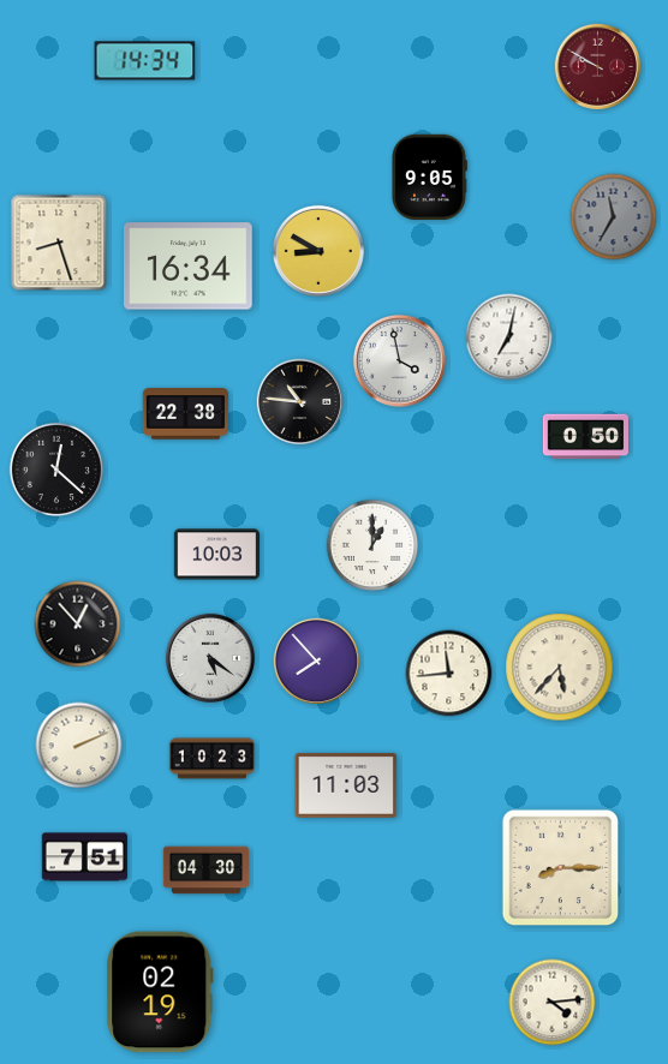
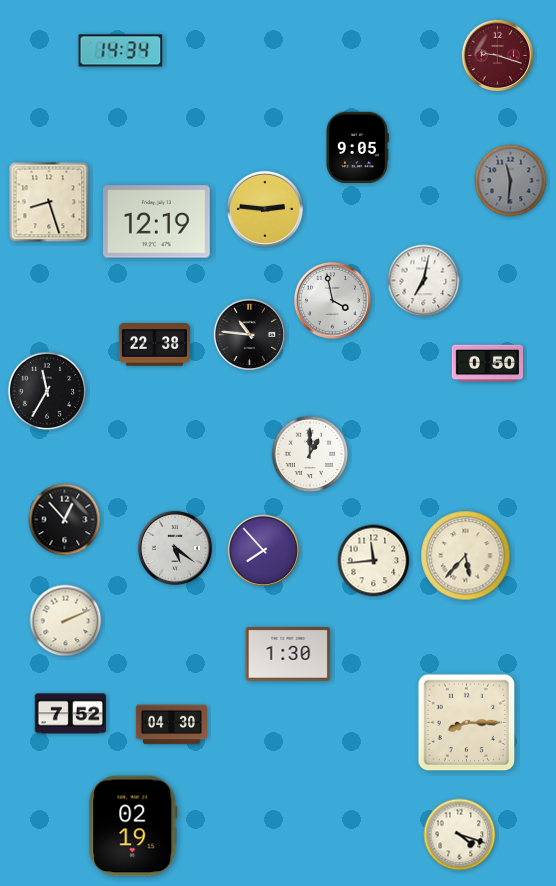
clock at (598, 67): 9:50 -> 9:18
clock at (614, 217): 11:35 -> 11:31
clock at (318, 251): 8:50 -> 2:46
clock at (189, 267): 16:34 -> 12:19
clock at (56, 470): 12:22 -> 11:35
clock at (216, 555): 10:03 -> none
clock at (213, 759): 10:23 -> none
clock at (346, 785): 11:03 -> 1:30
clock at (84, 857): 7:51 -> 7:52
clock at (553, 1003): 4:14 -> 4:18
